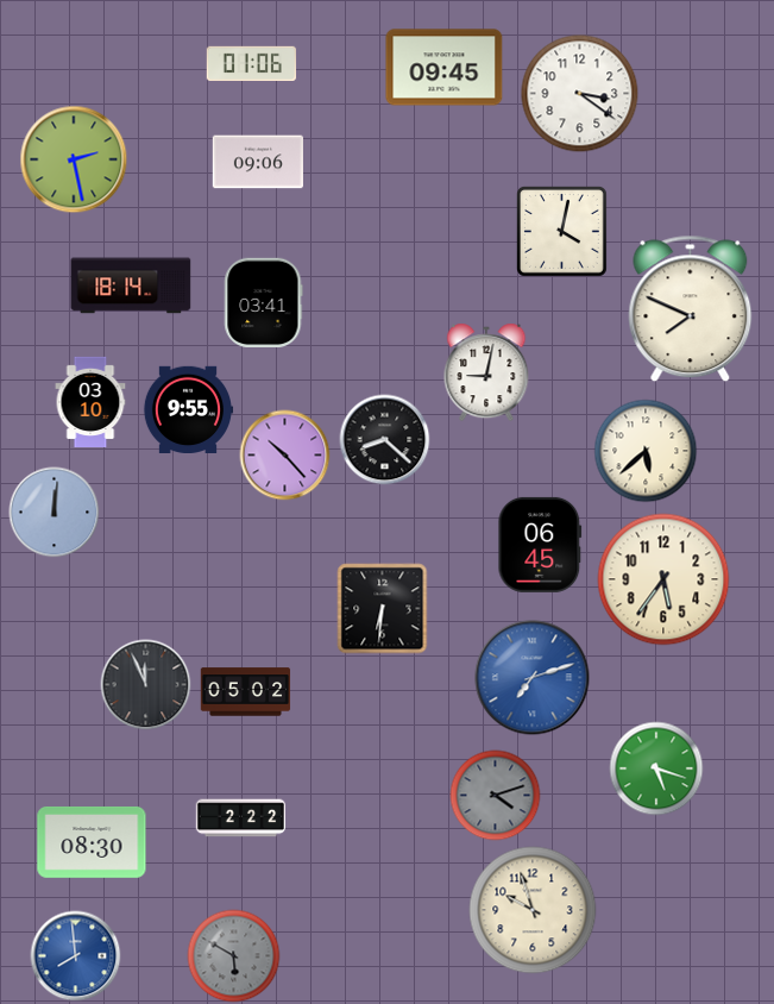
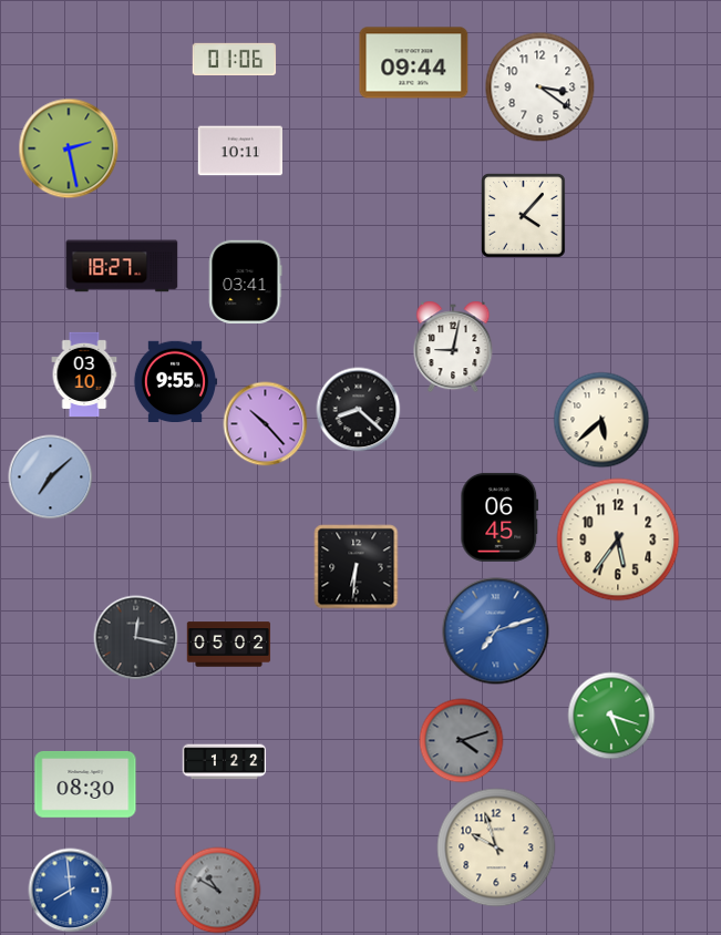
clock at (445, 68): 09:45 -> 09:44
clock at (257, 162): 09:06 -> 10:11
clock at (561, 231): 4:02 -> 4:07
clock at (131, 285): 18:14 -> 18:27
clock at (691, 309): 7:49 -> none
clock at (55, 513): 12:01 -> 7:08
clock at (540, 545) position: (540, 545) -> (499, 517)
clock at (146, 685): 11:56 -> 12:17
clock at (241, 818): 2:22 -> 1:22
clock at (234, 956): 5:50 -> 10:50
